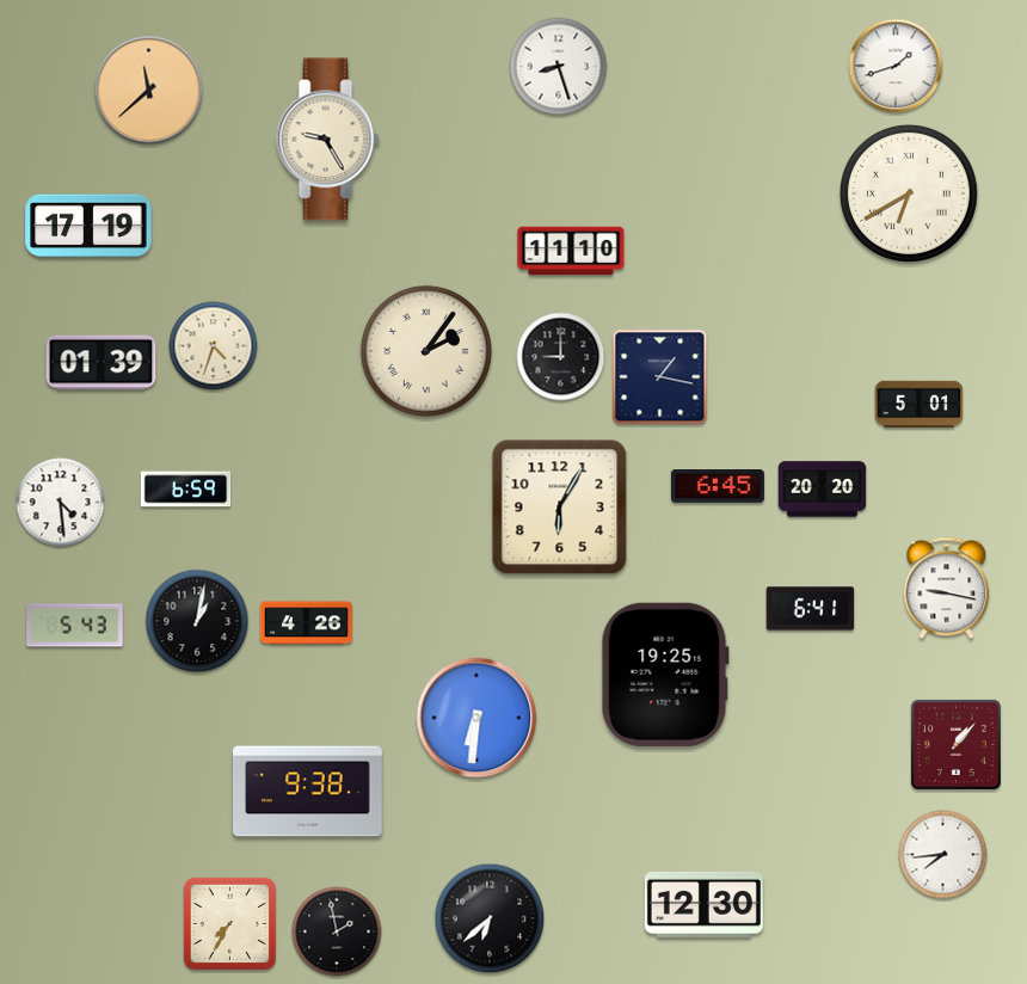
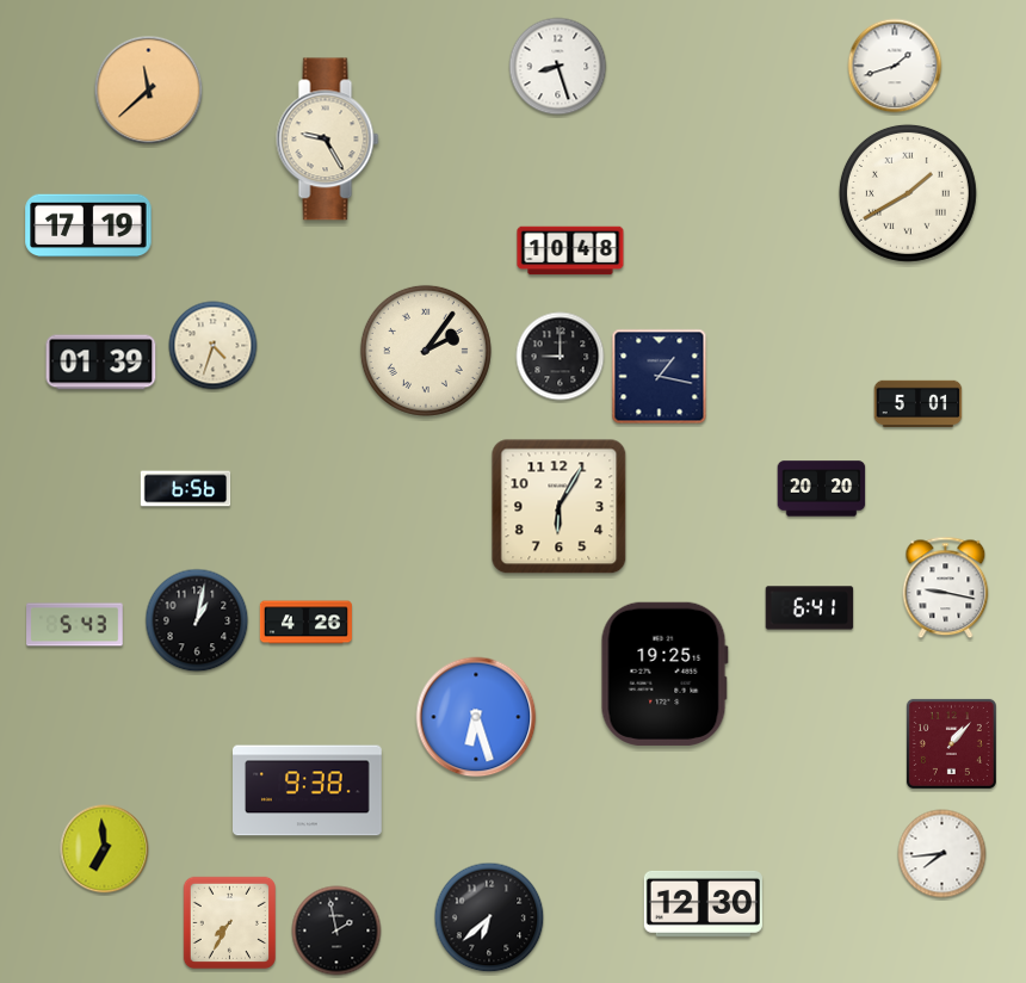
clock at (909, 193): 6:40 -> 1:40
clock at (571, 251): 11:10 -> 10:48
clock at (718, 487): 6:45 -> none
clock at (186, 490): 6:59 -> 6:56
clock at (61, 503): 4:29 -> none
clock at (476, 718): 6:31 -> 6:27
clock at (955, 744) position: (955, 744) -> (951, 743)
clock at (105, 849): none -> 6:59
